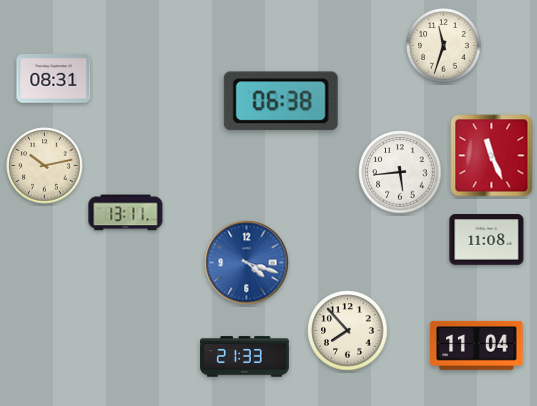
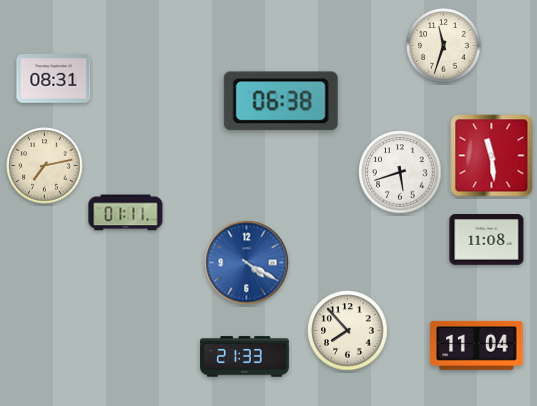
clock at (492, 156): 11:26 -> 11:29
clock at (45, 166): 10:13 -> 7:13
clock at (400, 172): 5:44 -> 5:42
clock at (126, 213): 13:11 -> 01:11
clock at (247, 263): 4:18 -> 4:20
